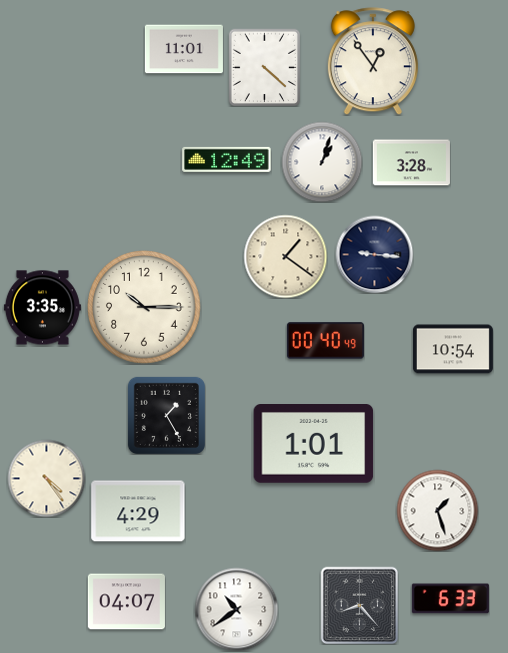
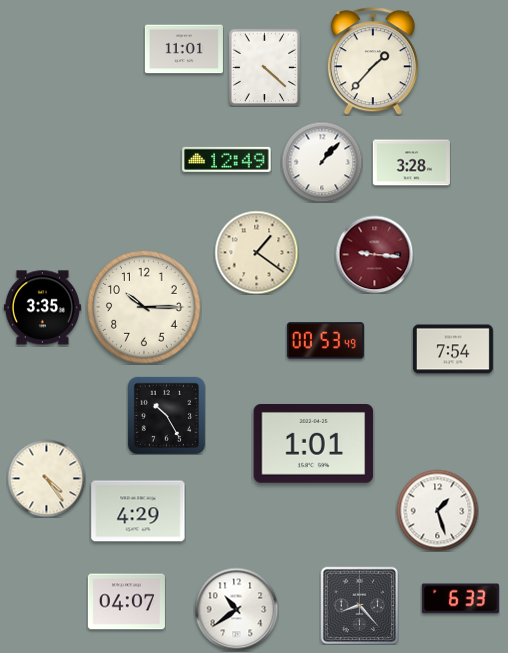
clock at (373, 61): 12:54 -> 1:37
clock at (322, 162): 1:03 -> 1:07
clock at (374, 254) dial: navy -> burgundy
clock at (285, 256) position: (285, 256) -> (256, 252)
clock at (325, 341): 00:40 -> 00:53
clock at (453, 349): 10:54 -> 7:54
clock at (166, 415): 1:25 -> 10:25
clock at (450, 599) position: (450, 599) -> (460, 599)
